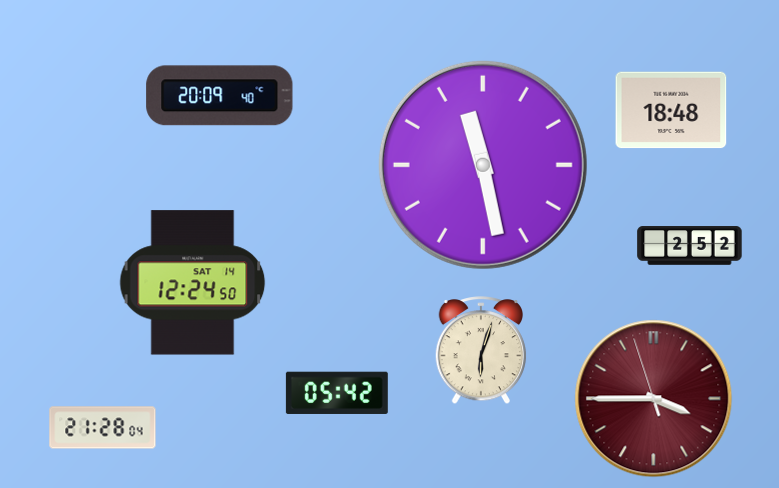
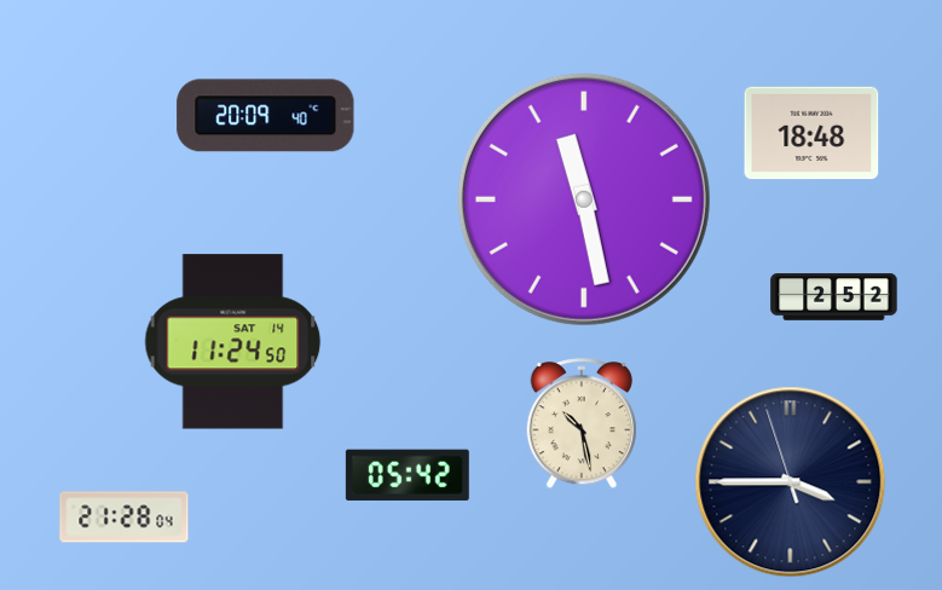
clock at (193, 283): 12:24 -> 11:24
clock at (481, 351): 6:03 -> 10:28
clock at (654, 399) dial: burgundy -> navy
